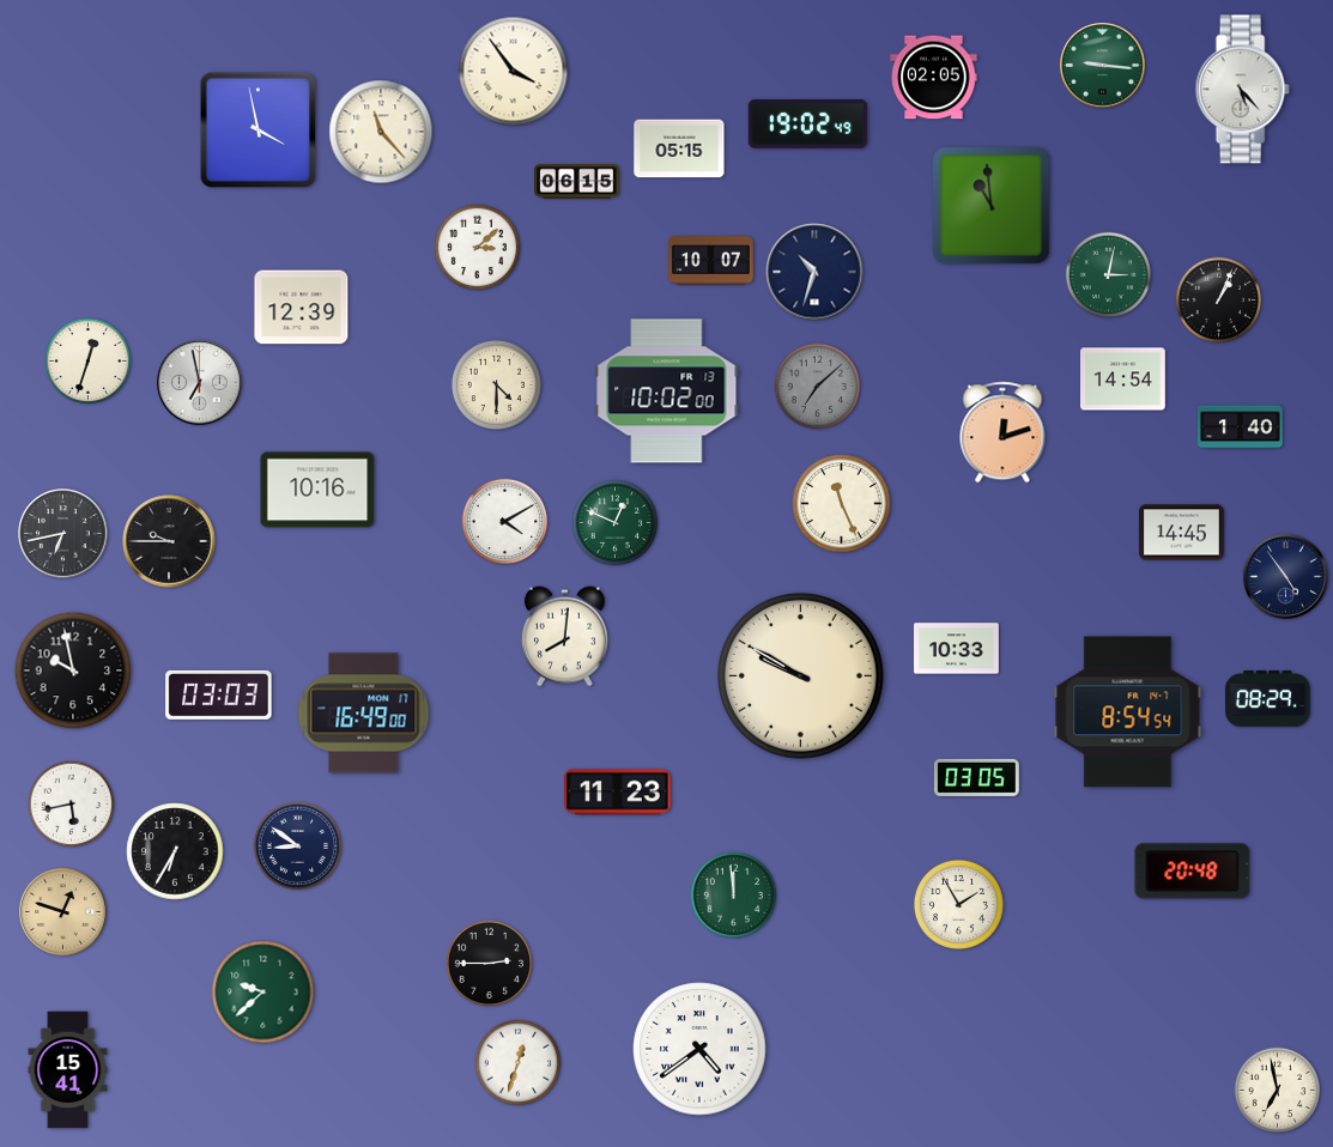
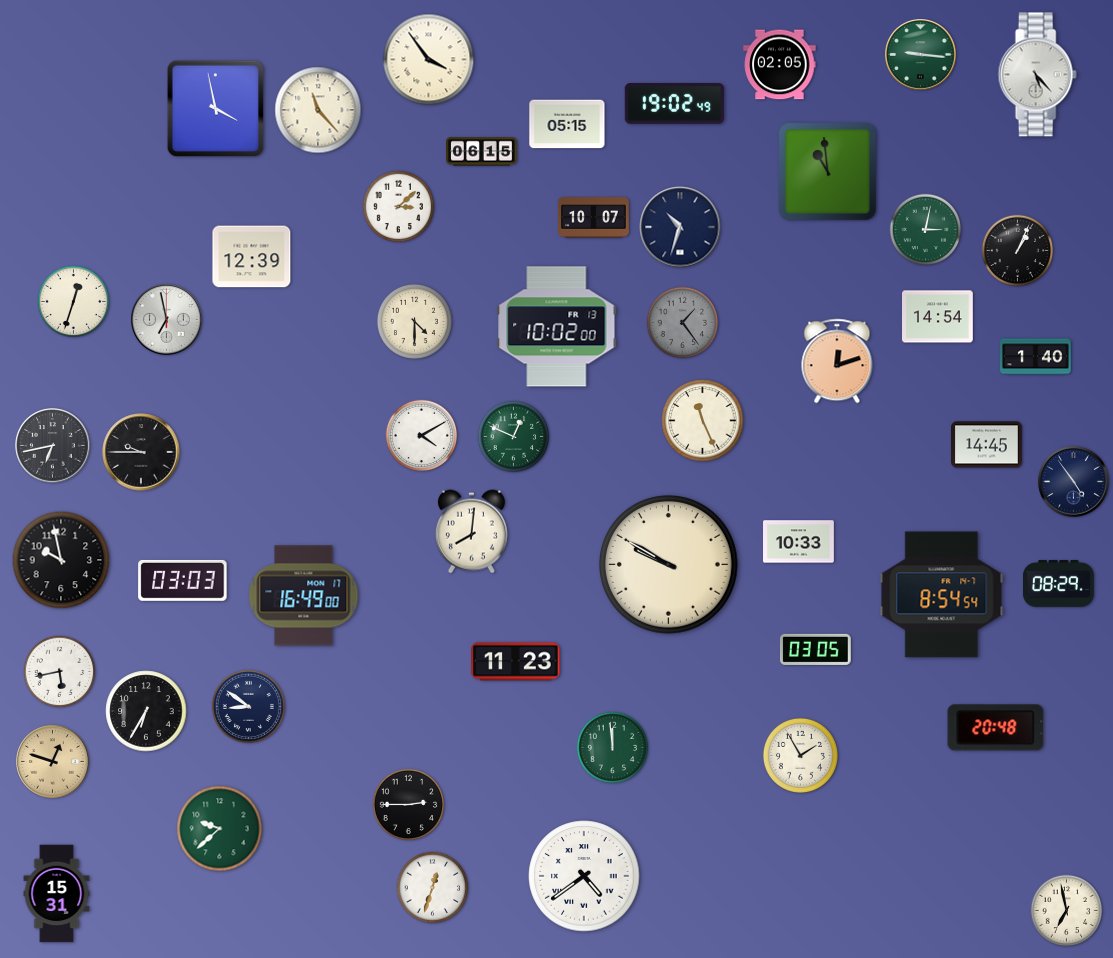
clock at (818, 387): 7:08 -> 1:24
clock at (317, 490): 10:16 -> none
clock at (68, 1070): 15:41 -> 15:31
